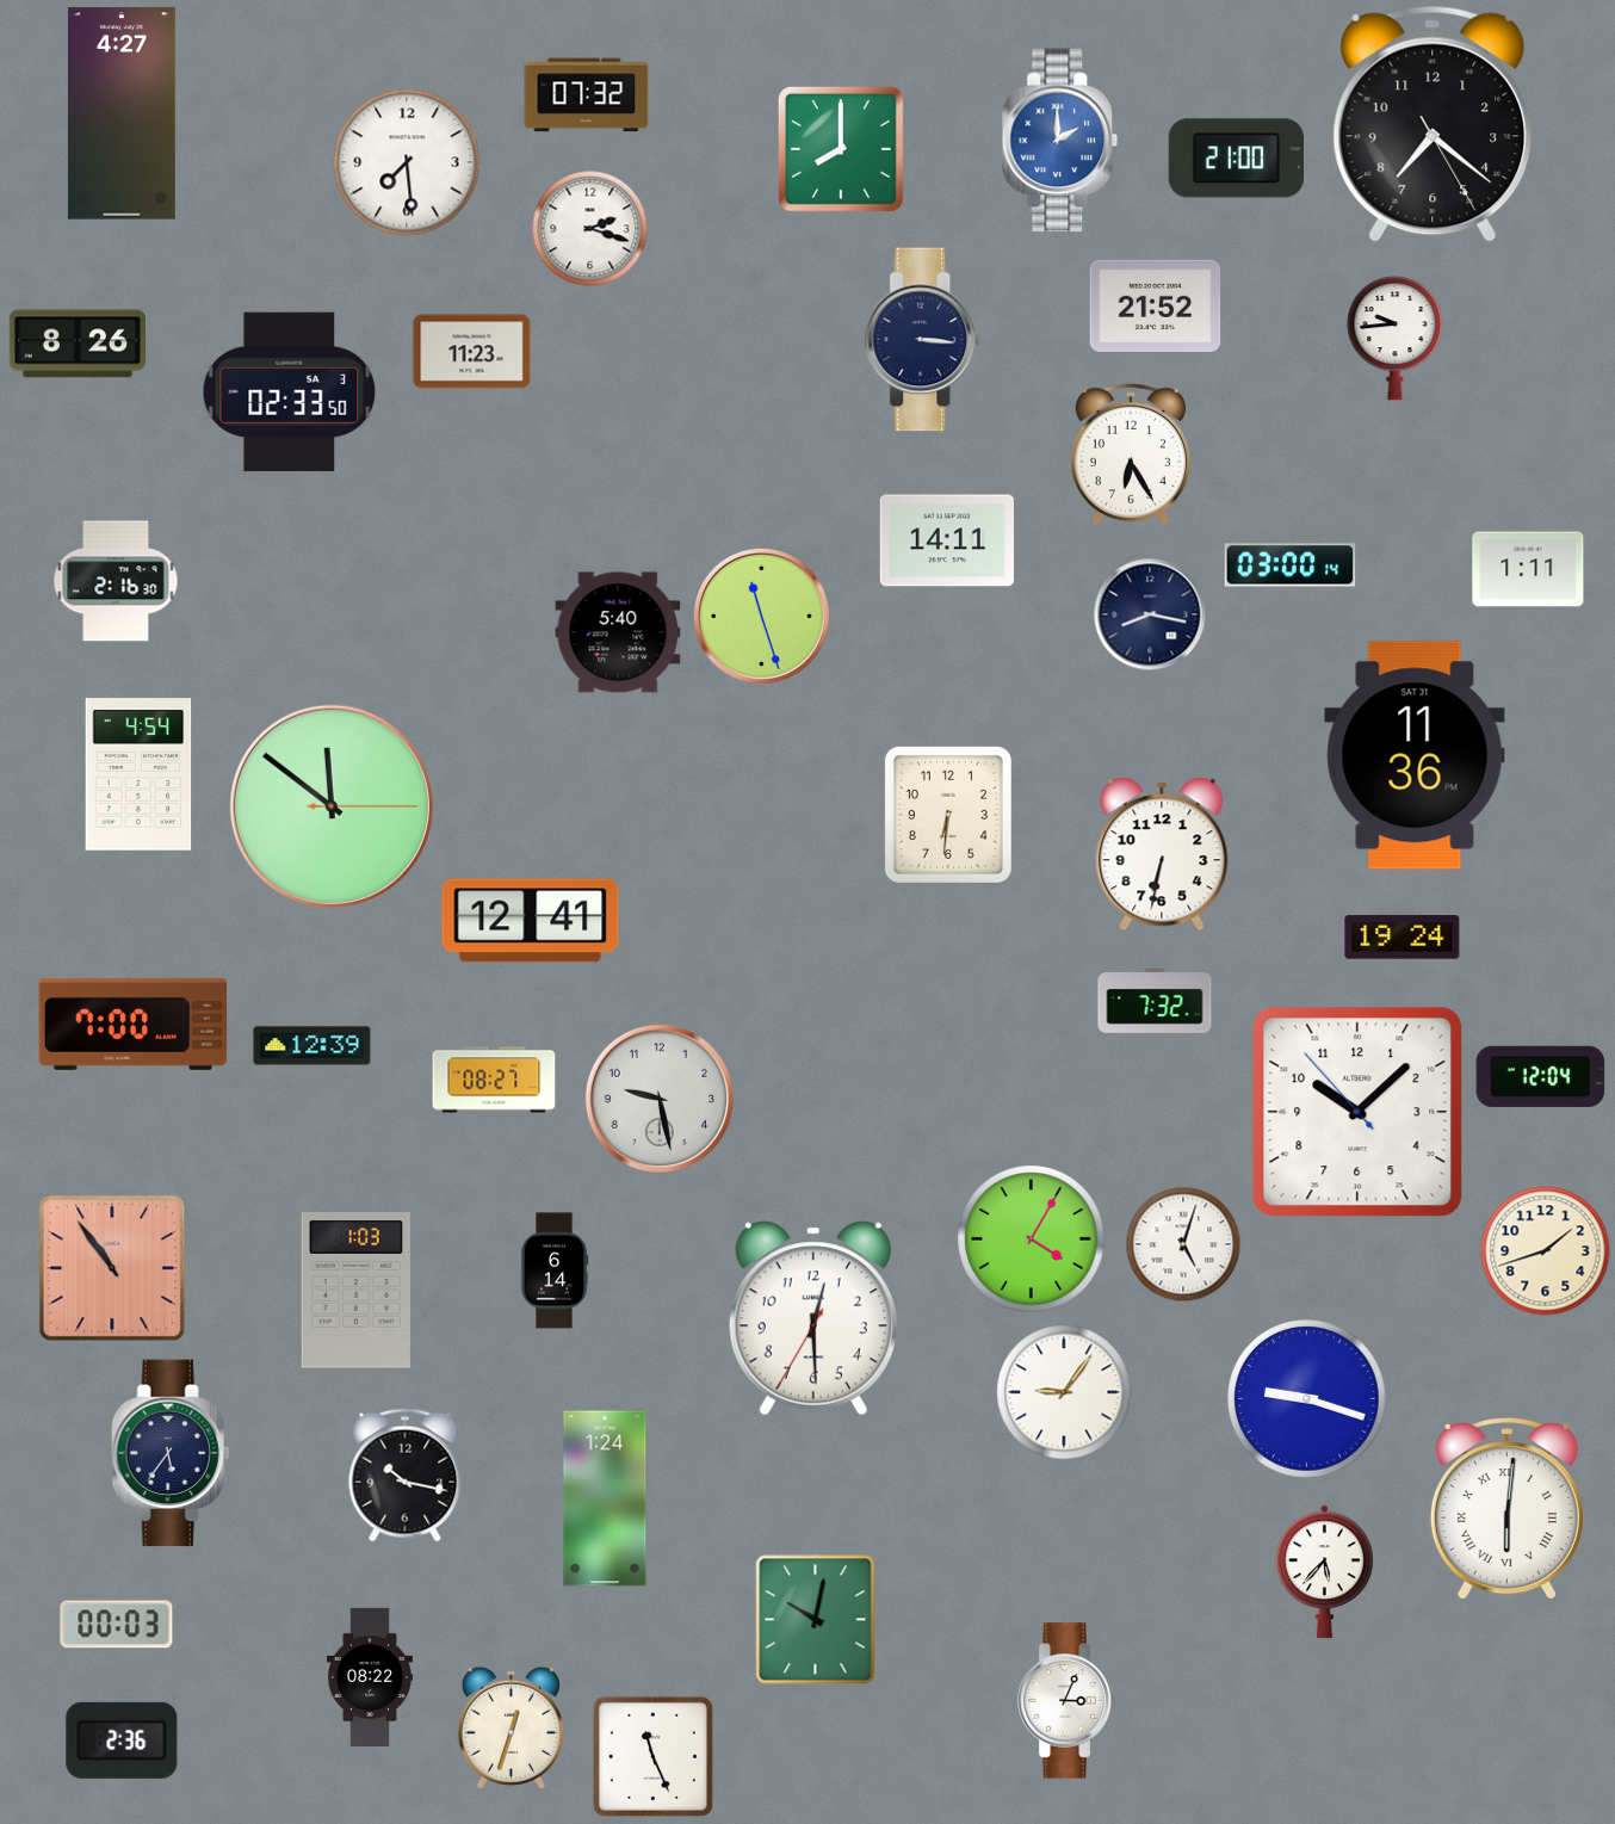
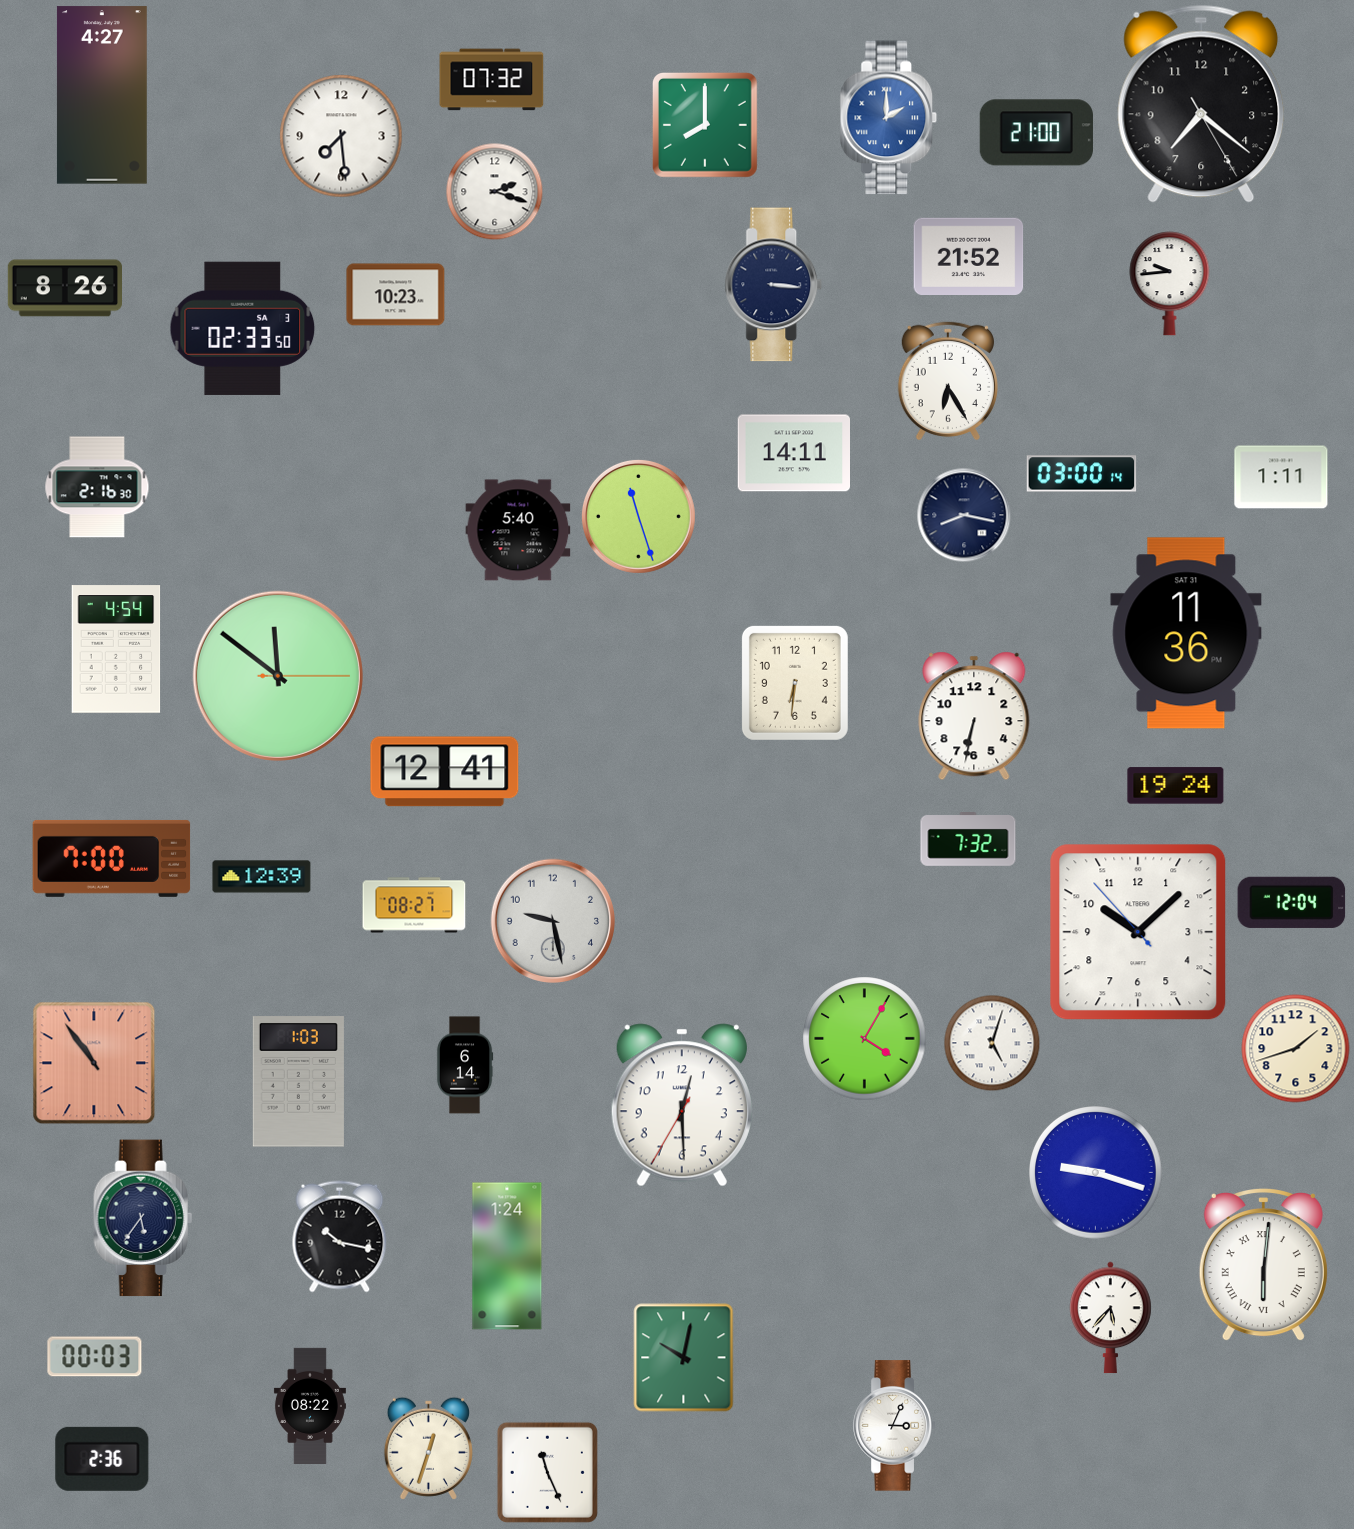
clock at (472, 352): 11:23 -> 10:23
clock at (1064, 1392): 9:06 -> none
clock at (117, 1625) position: (117, 1625) -> (95, 1357)
